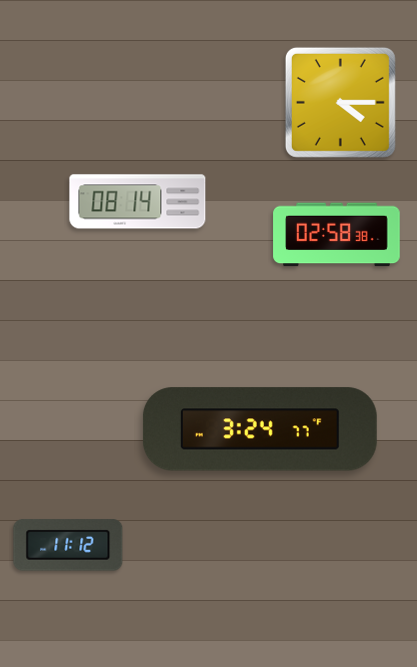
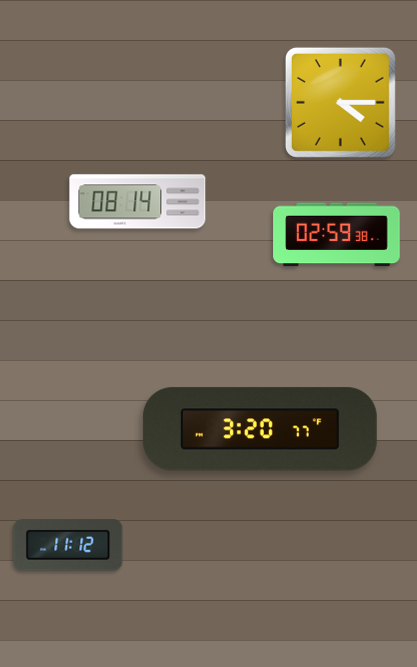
clock at (337, 235): 02:58 -> 02:59
clock at (260, 429): 3:24 -> 3:20
